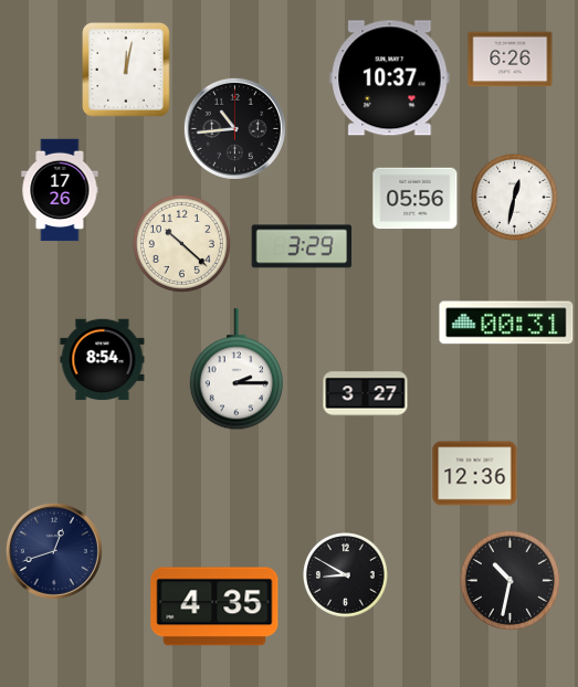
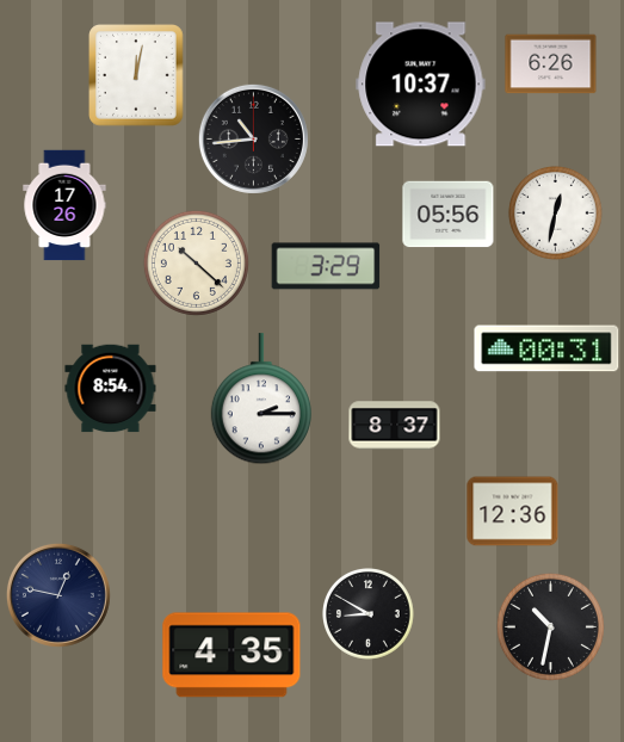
clock at (237, 370) position: (237, 370) -> (261, 400)
clock at (366, 394): 3:27 -> 8:37
clock at (54, 551): 12:42 -> 12:47
clock at (346, 575) position: (346, 575) -> (369, 614)
